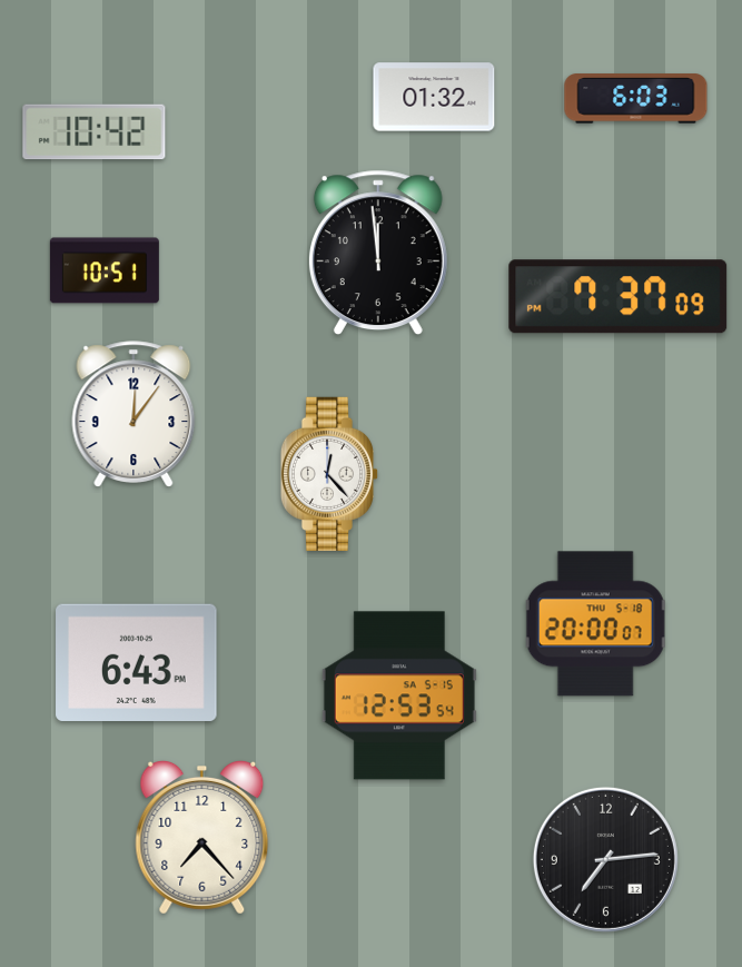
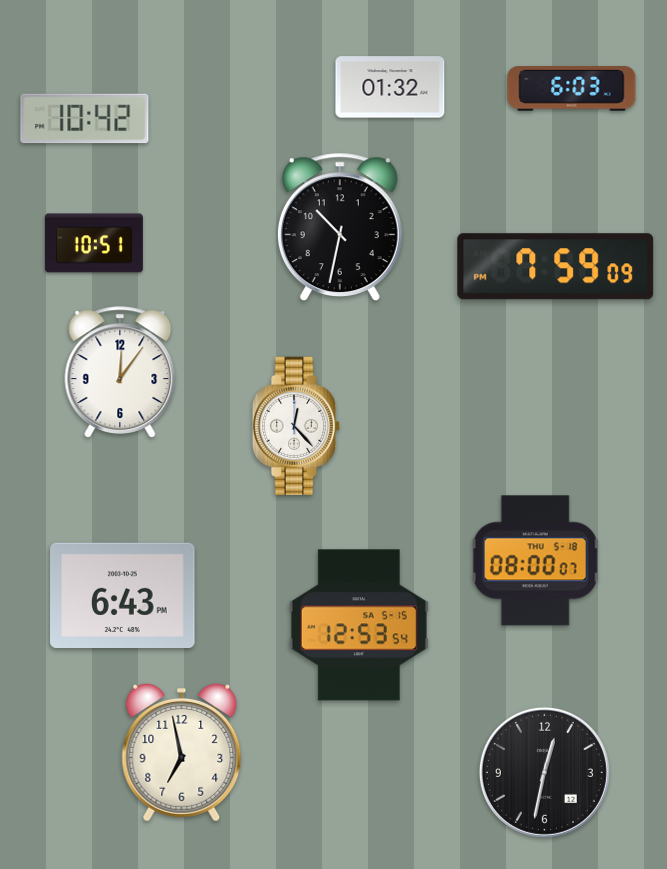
clock at (378, 251): 11:59 -> 10:32
clock at (619, 297): 7:37 -> 7:59
clock at (596, 624): 20:00 -> 08:00
clock at (202, 837): 7:23 -> 6:58
clock at (605, 859): 7:14 -> 12:32
